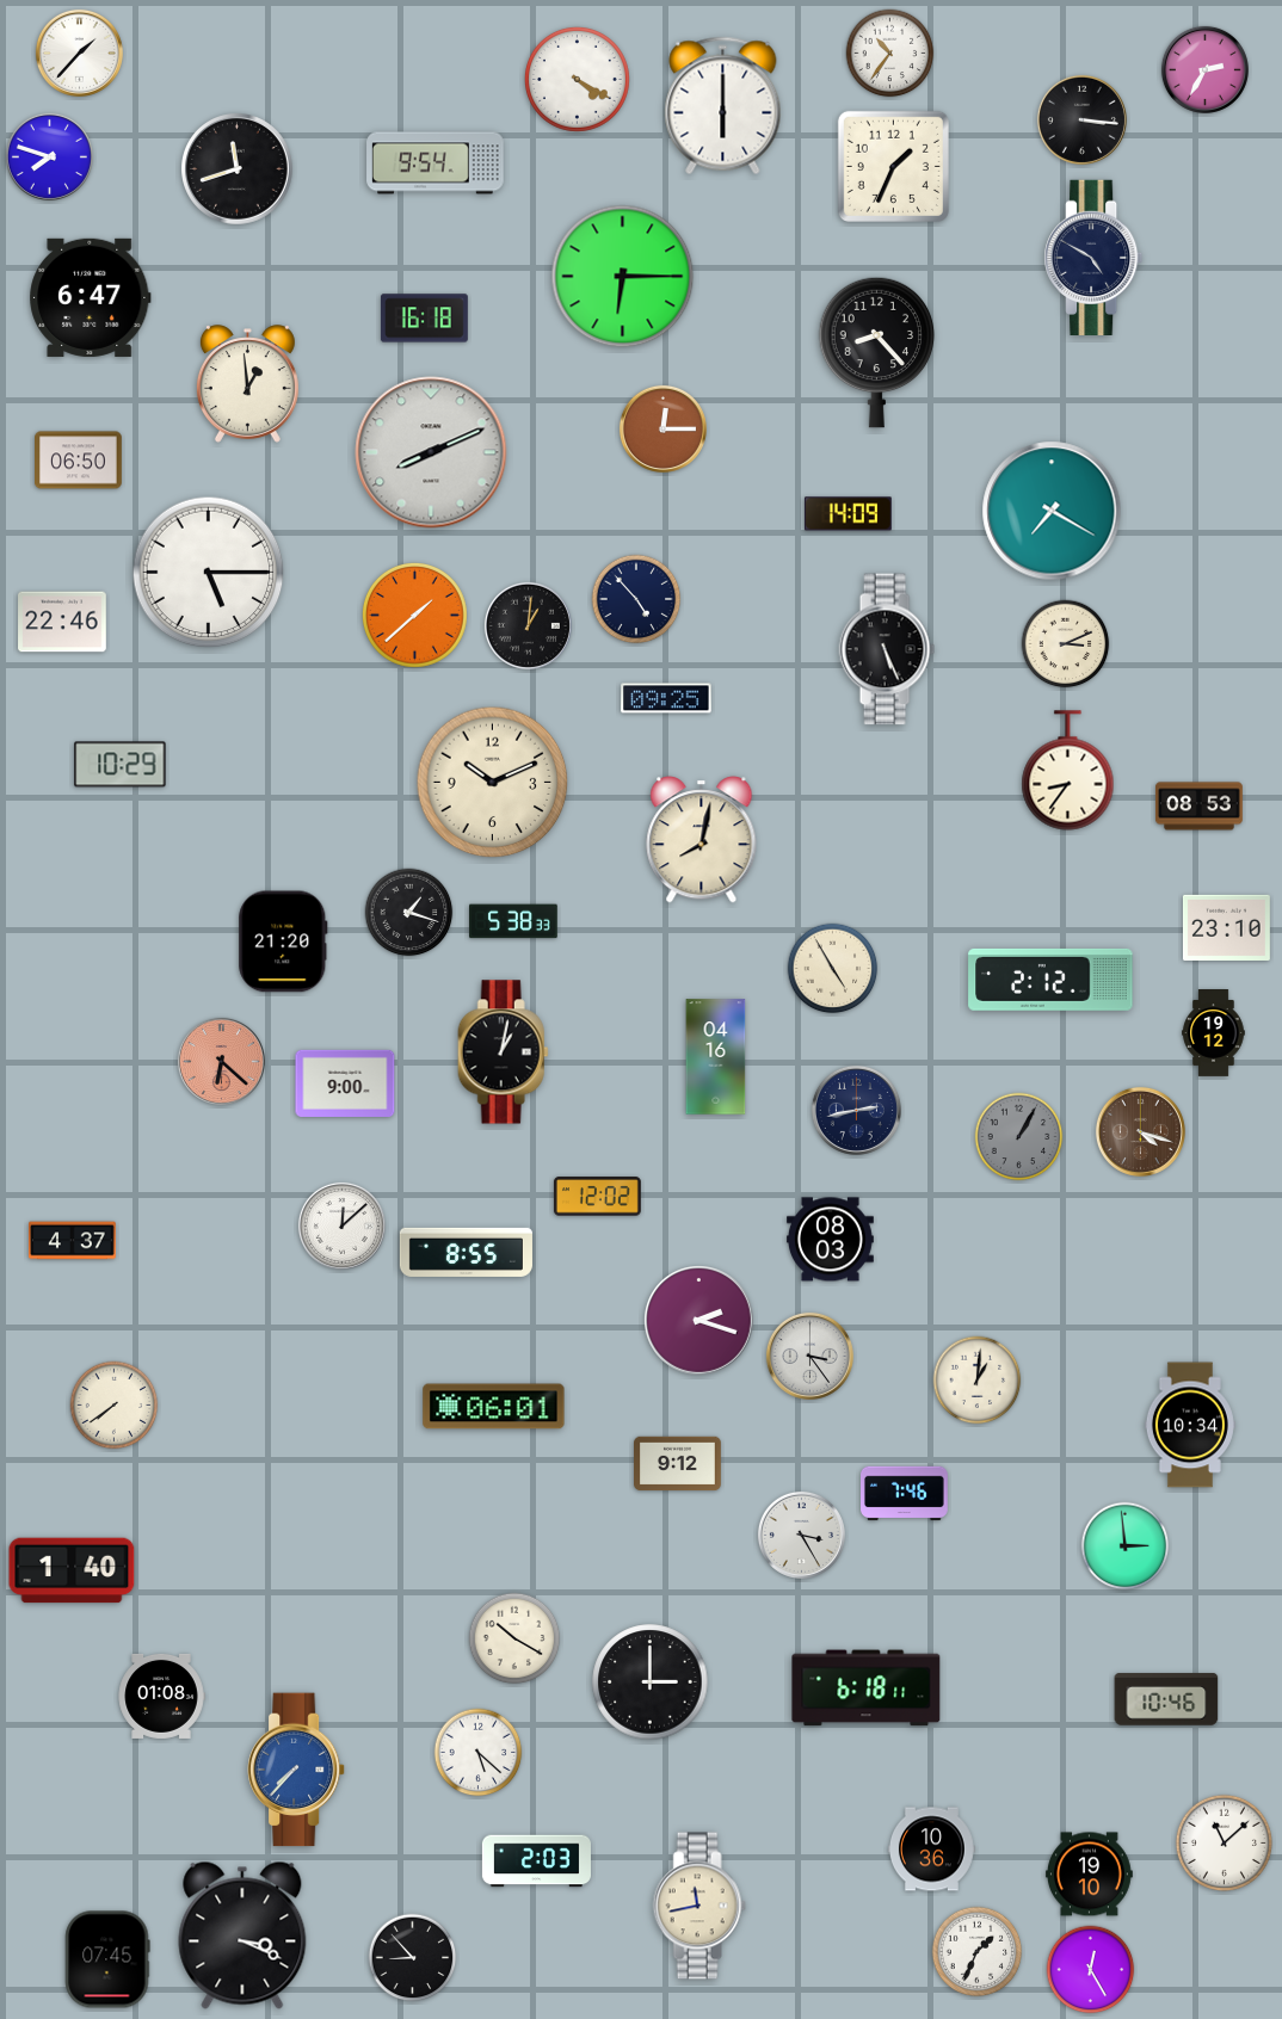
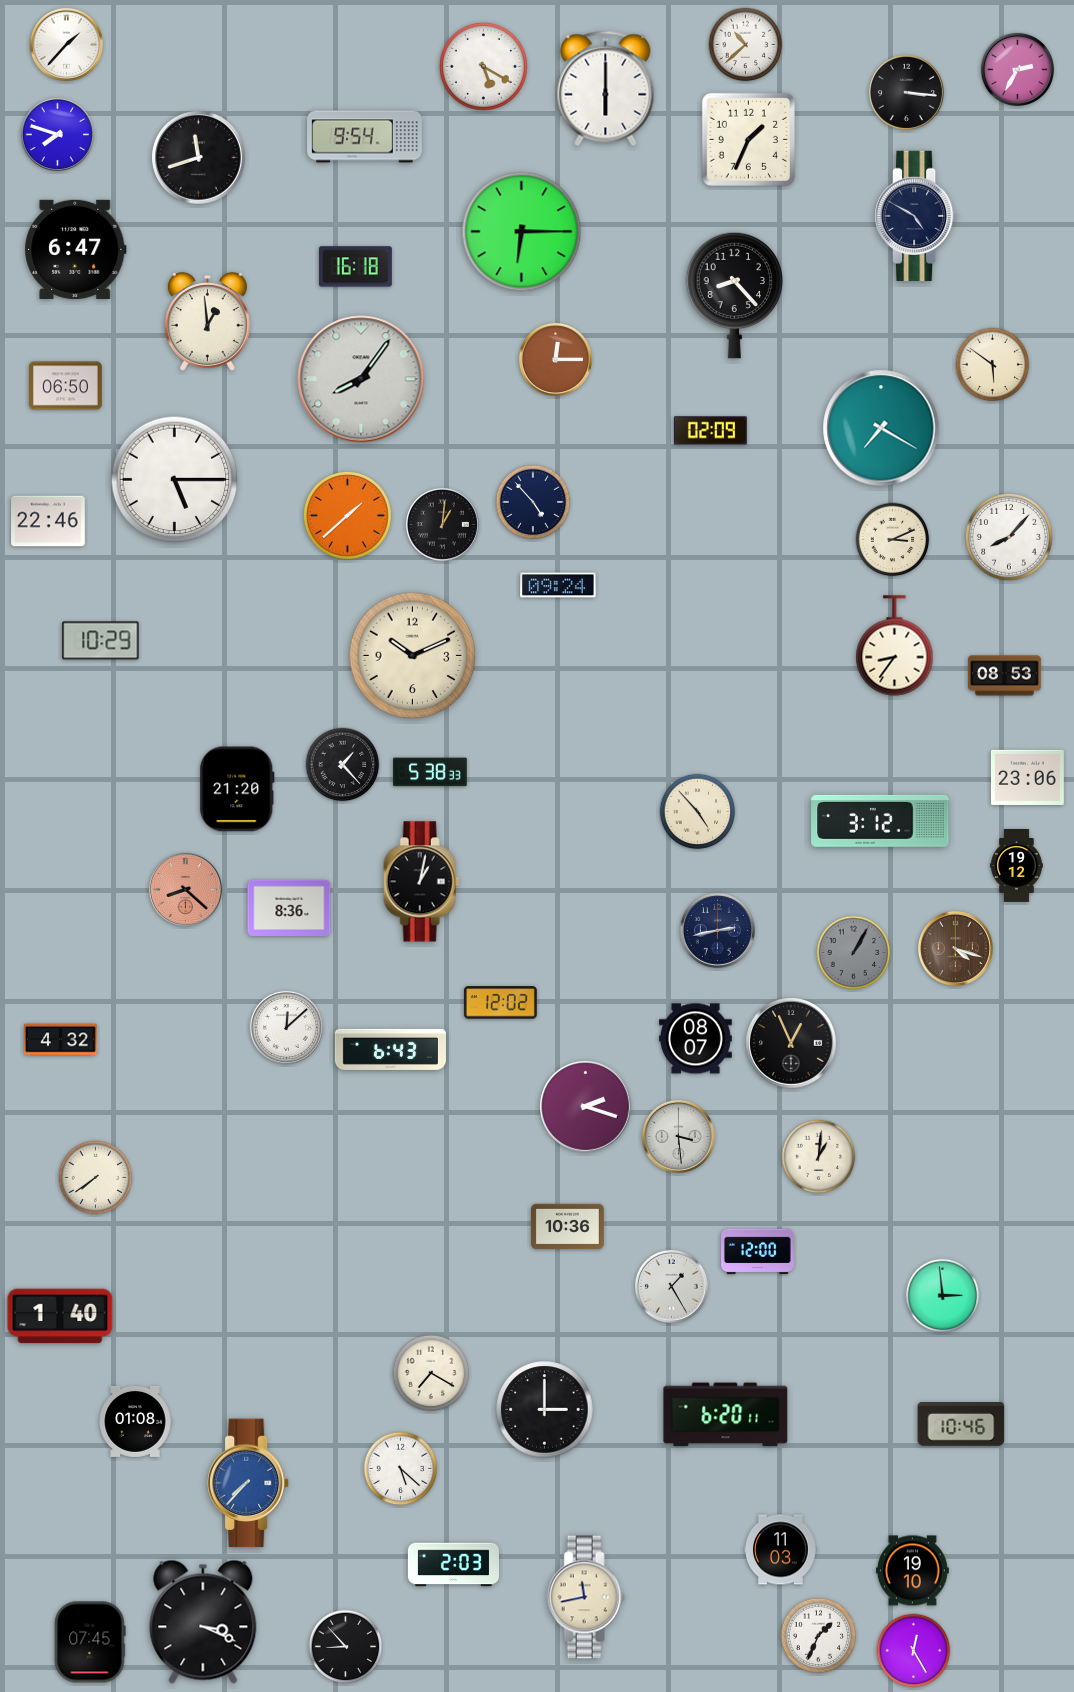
clock at (890, 54): 10:36 -> 10:38
clock at (1204, 69) position: (1204, 69) -> (1017, 69)
clock at (577, 79): 4:20 -> 5:20
clock at (1081, 119) position: (1081, 119) -> (906, 92)
clock at (49, 156) position: (49, 156) -> (57, 134)
clock at (238, 169) position: (238, 169) -> (199, 158)
clock at (993, 365): none -> 5:51
clock at (431, 452): 8:11 -> 8:06
clock at (848, 514): 14:09 -> 02:09
clock at (62, 622) position: (62, 622) -> (48, 521)
clock at (1009, 537): none -> 8:07
clock at (887, 649): 5:26 -> none
clock at (666, 698): 09:25 -> 09:24
clock at (702, 840): 8:02 -> none
clock at (409, 913): 1:18 -> 1:23
clock at (1226, 927): 23:10 -> 23:06
clock at (833, 969): 4:55 -> 4:53
clock at (1050, 980): 2:12 -> 3:12
clock at (716, 1057): 04:16 -> none
clock at (221, 1061): 6:22 -> 8:22
clock at (345, 1083): 9:00 -> 8:36
clock at (831, 1240): 08:03 -> 08:07
clock at (73, 1241): 4:37 -> 4:32
clock at (792, 1044): none -> 12:56
clock at (466, 1252): 8:55 -> 6:43
clock at (809, 1356): 3:24 -> 3:29
clock at (494, 1407): 06:01 -> none
clock at (1190, 1425): 10:34 -> none
clock at (678, 1464): 9:12 -> 10:36
clock at (905, 1494): 7:46 -> 12:00
clock at (801, 1535): 3:25 -> 1:25
clock at (514, 1638): 10:20 -> 7:20
clock at (867, 1688): 6:18 -> 6:20
clock at (1166, 1699) position: (1166, 1699) -> (961, 1424)
clock at (1224, 1842): 11:08 -> none
clock at (932, 1850): 10:36 -> 11:03
clock at (536, 1861) position: (536, 1861) -> (453, 1565)
clock at (413, 1958) position: (413, 1958) -> (346, 1647)
